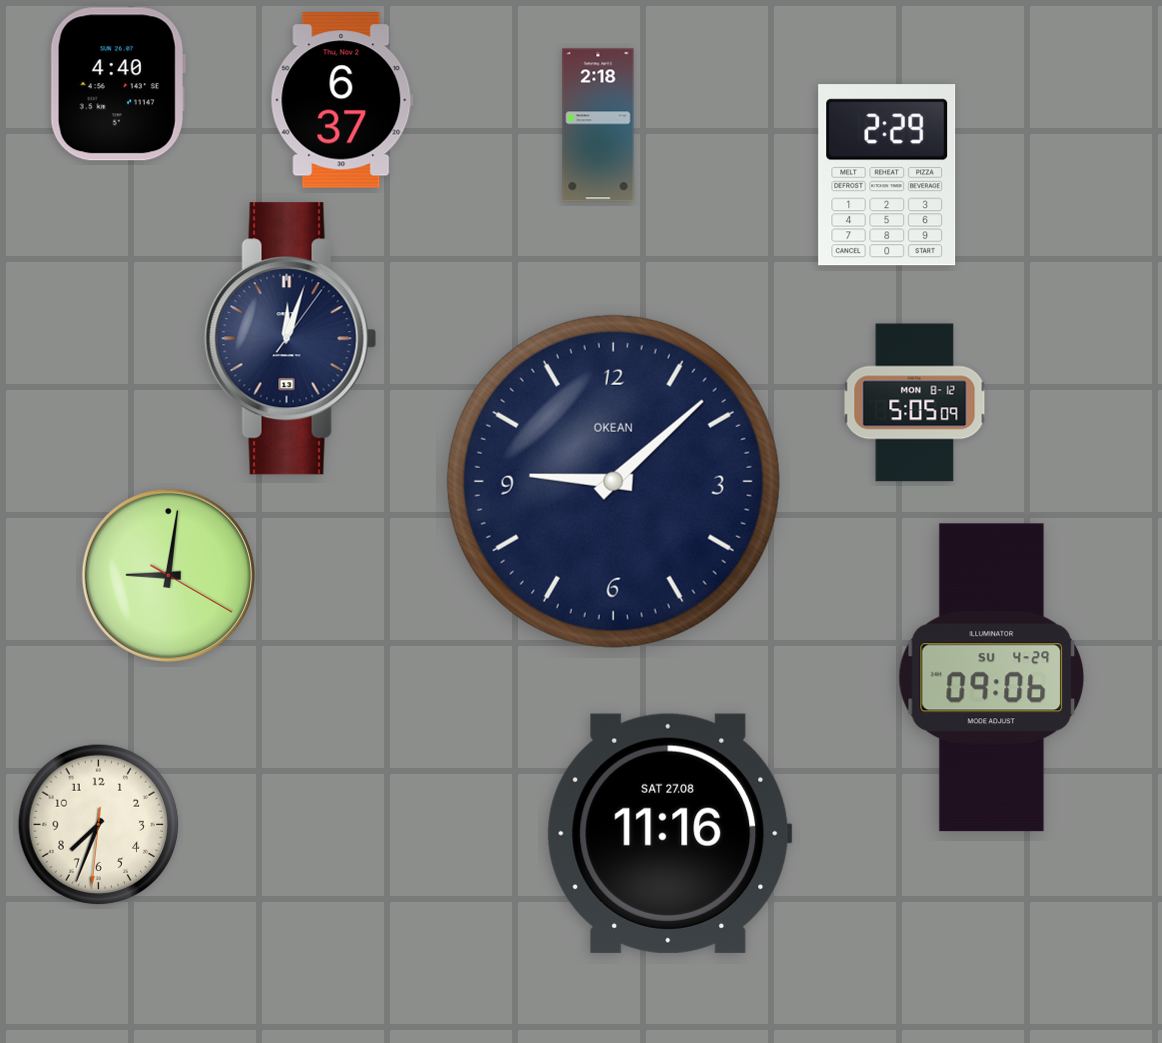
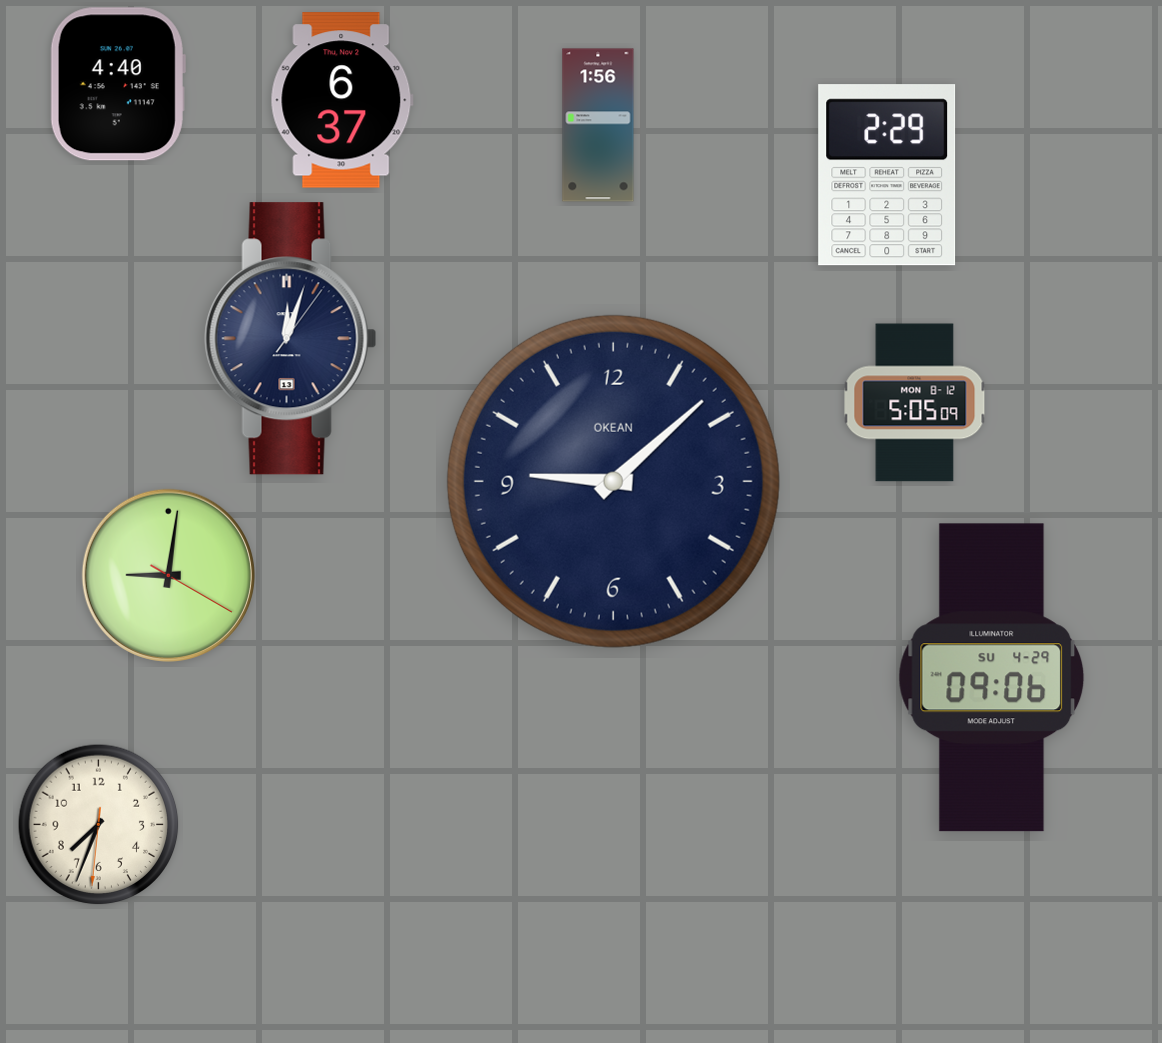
clock at (598, 125): 2:18 -> 1:56
clock at (669, 833): 11:16 -> none
